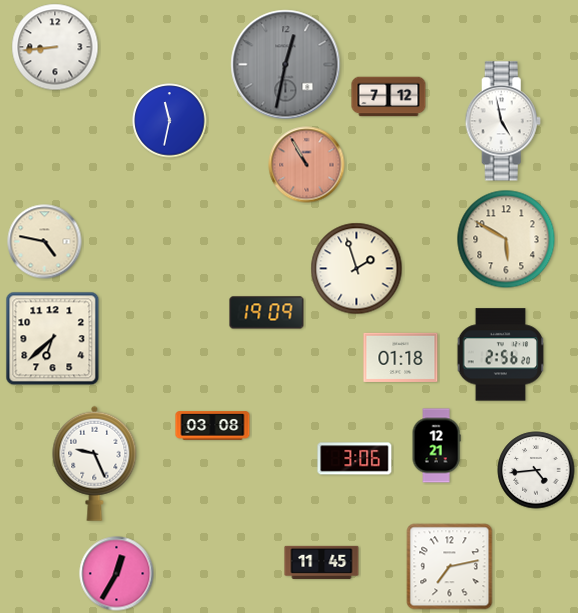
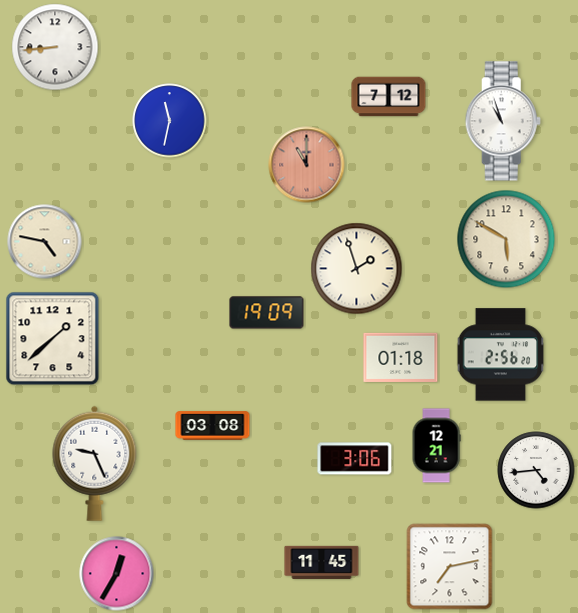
clock at (286, 65): 12:32 -> none
clock at (503, 121): 4:58 -> 10:57
clock at (307, 165): 10:55 -> 11:00
clock at (53, 339): 6:38 -> 1:38
